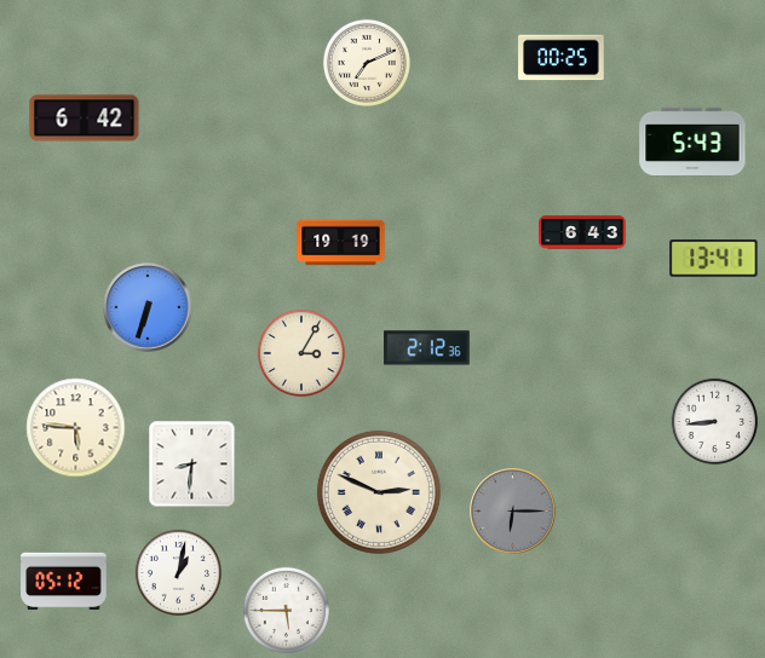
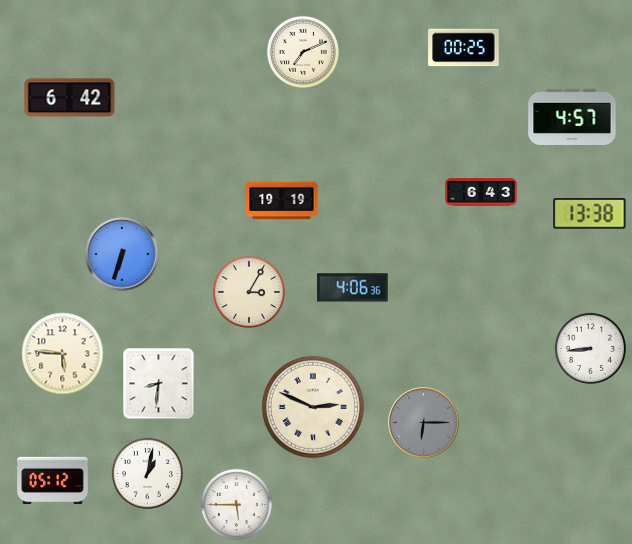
clock at (692, 142): 5:43 -> 4:57
clock at (714, 259): 13:41 -> 13:38
clock at (427, 348): 2:12 -> 4:06
